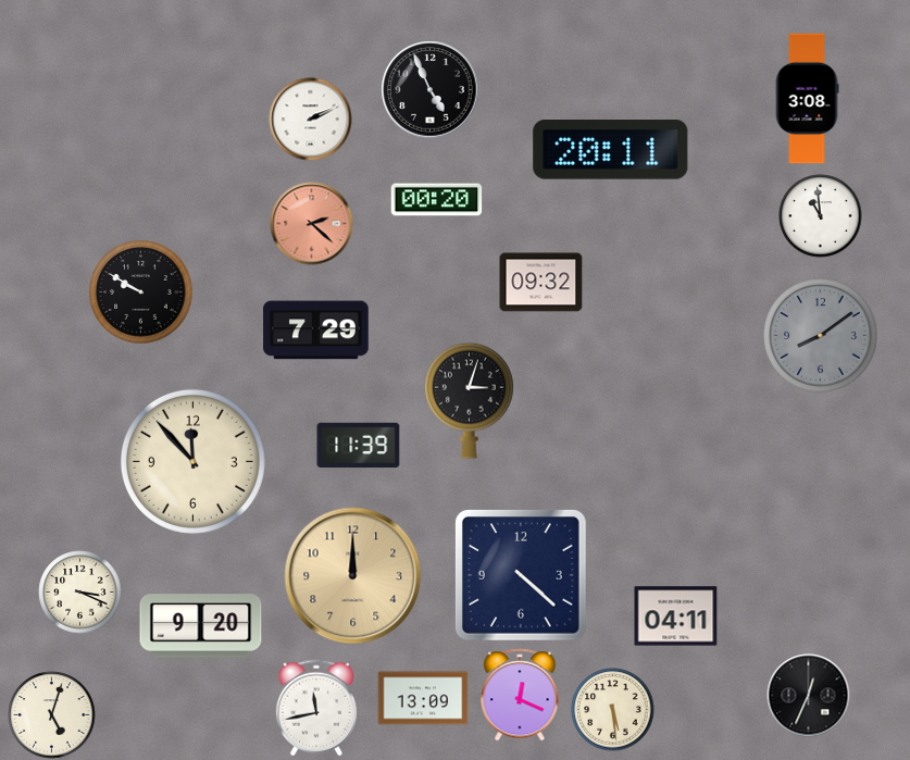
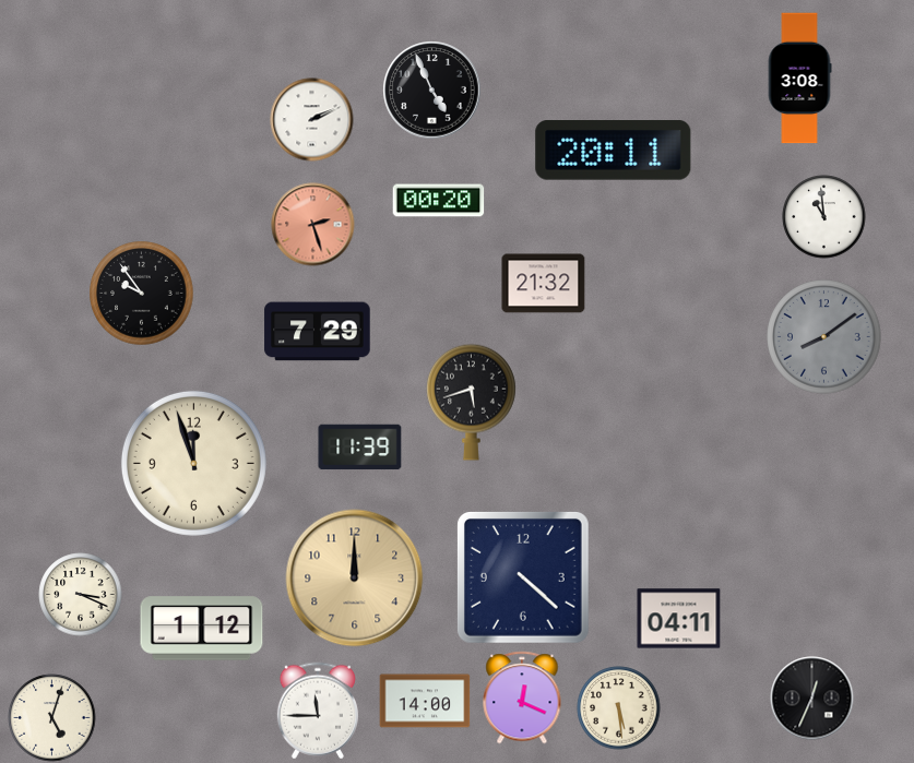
clock at (807, 99) position: (807, 99) -> (799, 79)
clock at (312, 224): 2:22 -> 2:27
clock at (541, 283): 09:32 -> 21:32
clock at (141, 292): 9:50 -> 9:54
clock at (470, 400): 3:03 -> 5:42
clock at (192, 461): 11:53 -> 11:57
clock at (201, 626): 9:20 -> 1:12
clock at (423, 698): 13:09 -> 14:00
clock at (316, 708): 11:43 -> 11:45
clock at (613, 710) position: (613, 710) -> (619, 708)
